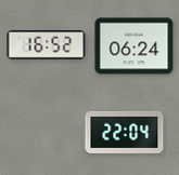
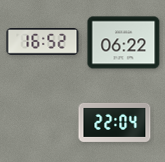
clock at (135, 46): 06:24 -> 06:22
